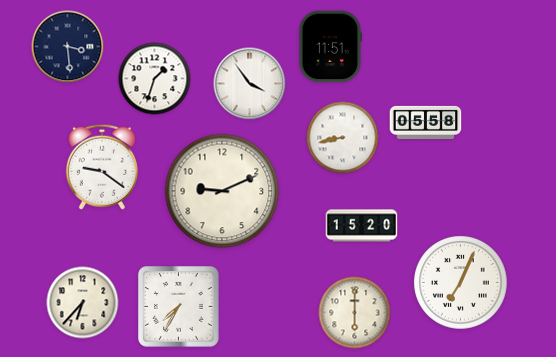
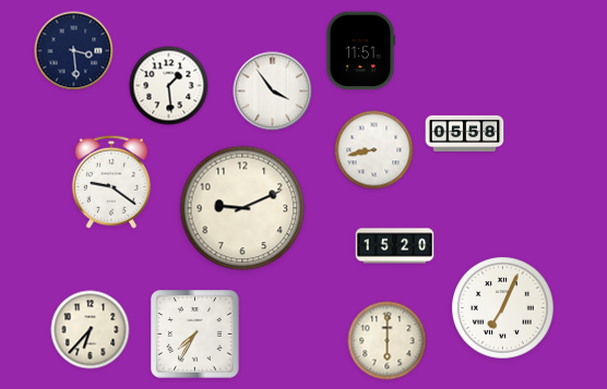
clock at (155, 79): 1:33 -> 1:29
